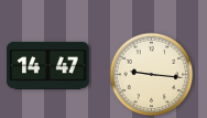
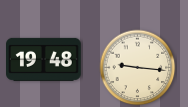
clock at (48, 65): 14:47 -> 19:48
